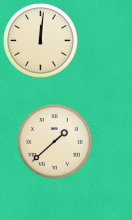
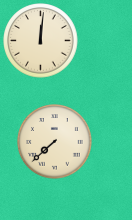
clock at (55, 142): 1:38 -> 7:38
